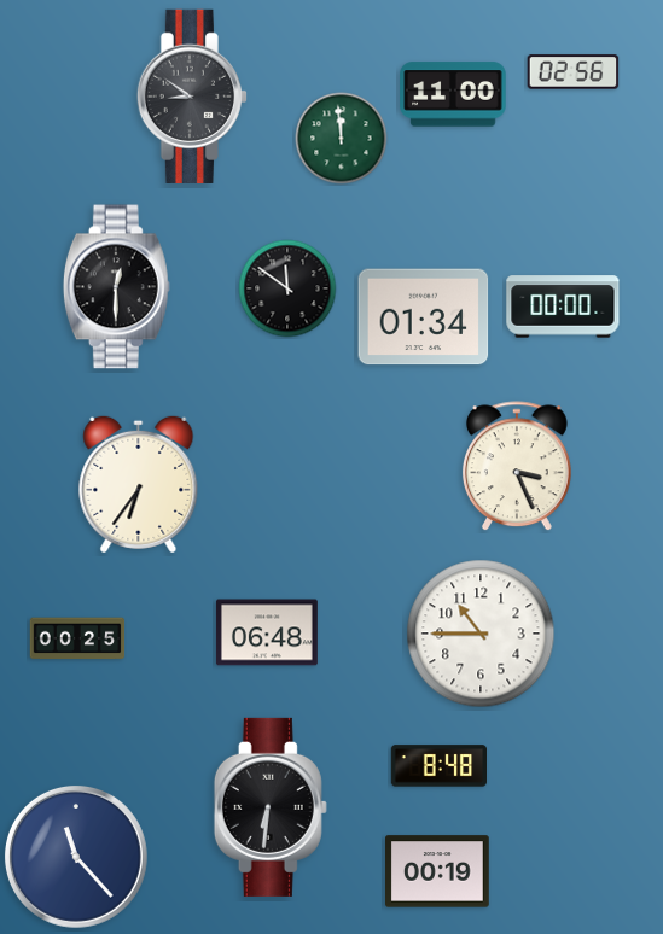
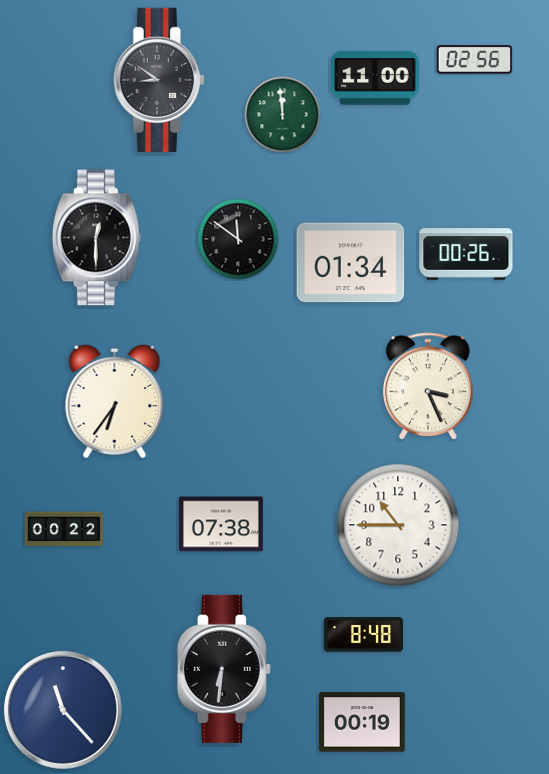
clock at (563, 307): 00:00 -> 00:26
clock at (267, 632): 06:48 -> 07:38
clock at (77, 638): 00:25 -> 00:22
